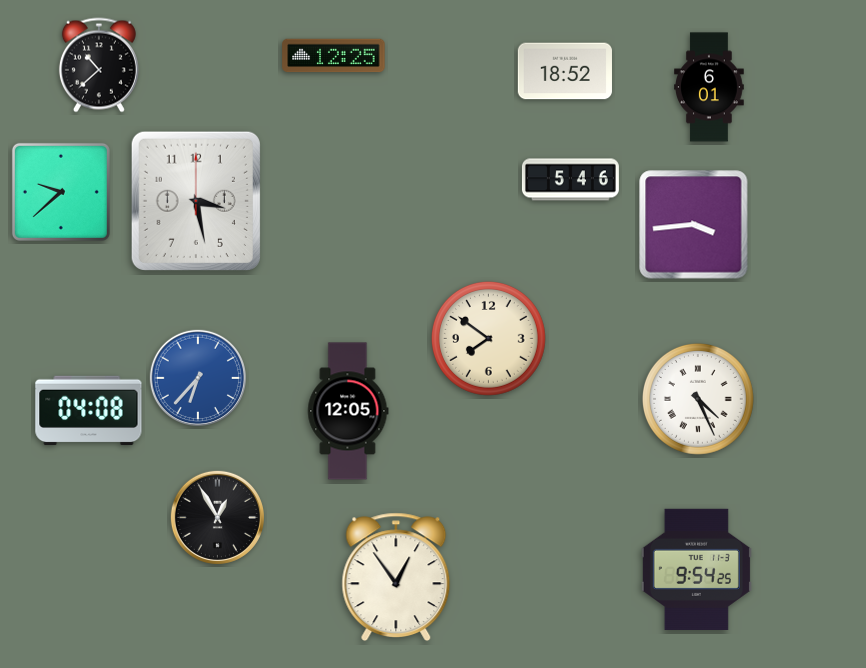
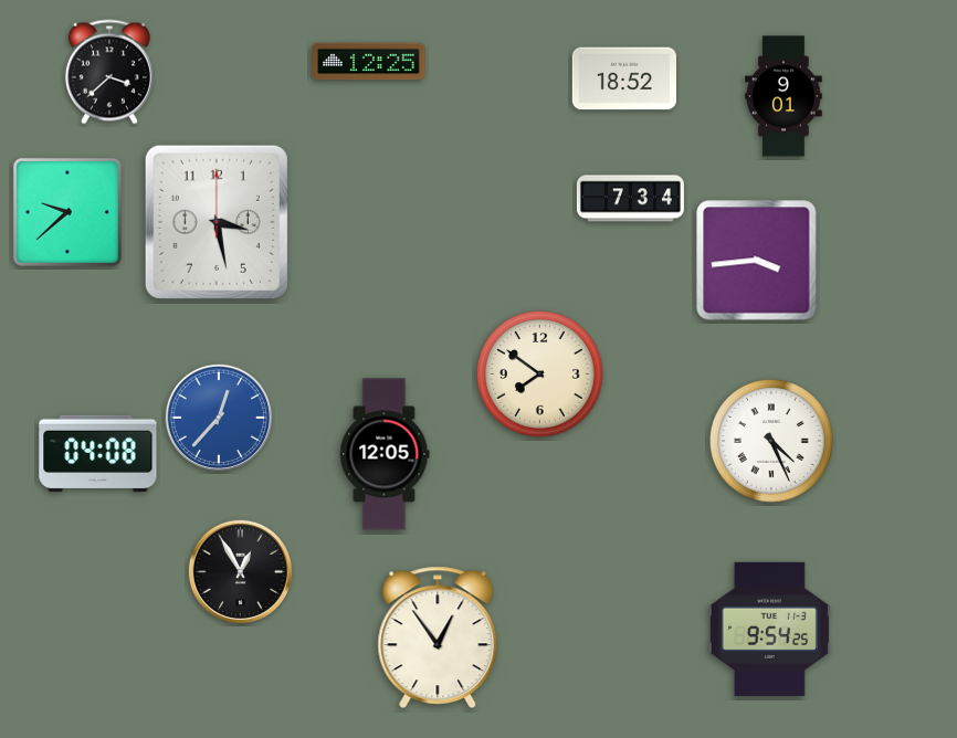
clock at (99, 65): 10:38 -> 3:38
clock at (710, 87): 6:01 -> 9:01
clock at (570, 180): 5:46 -> 7:34
clock at (694, 225) position: (694, 225) -> (757, 261)
clock at (198, 378): 6:37 -> 12:37
